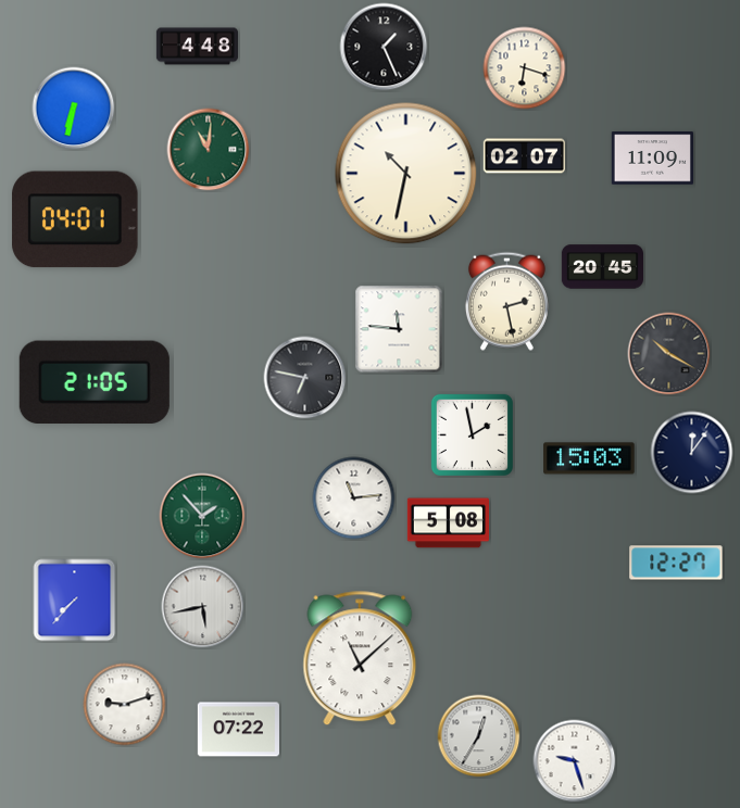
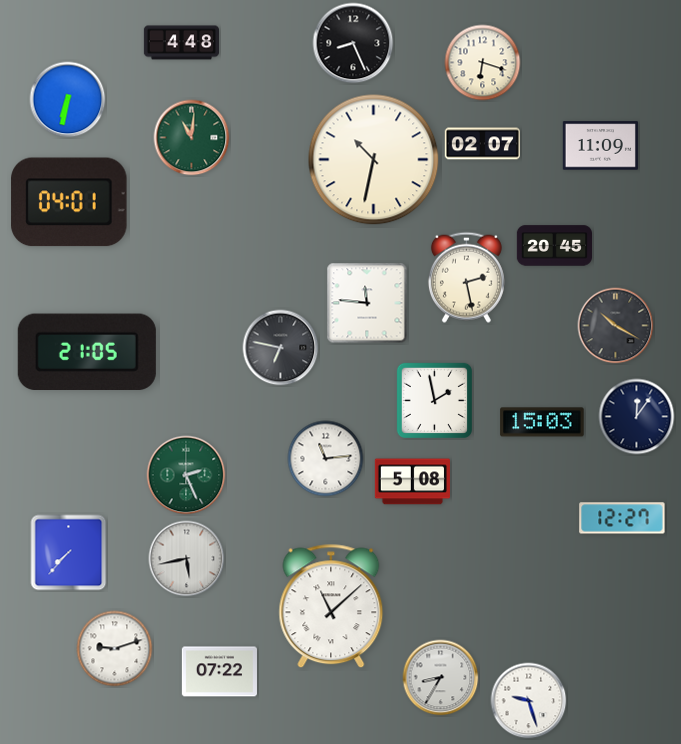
clock at (384, 47): 1:26 -> 8:26
clock at (202, 516): 1:53 -> 2:26
clock at (479, 736): 12:35 -> 8:35
